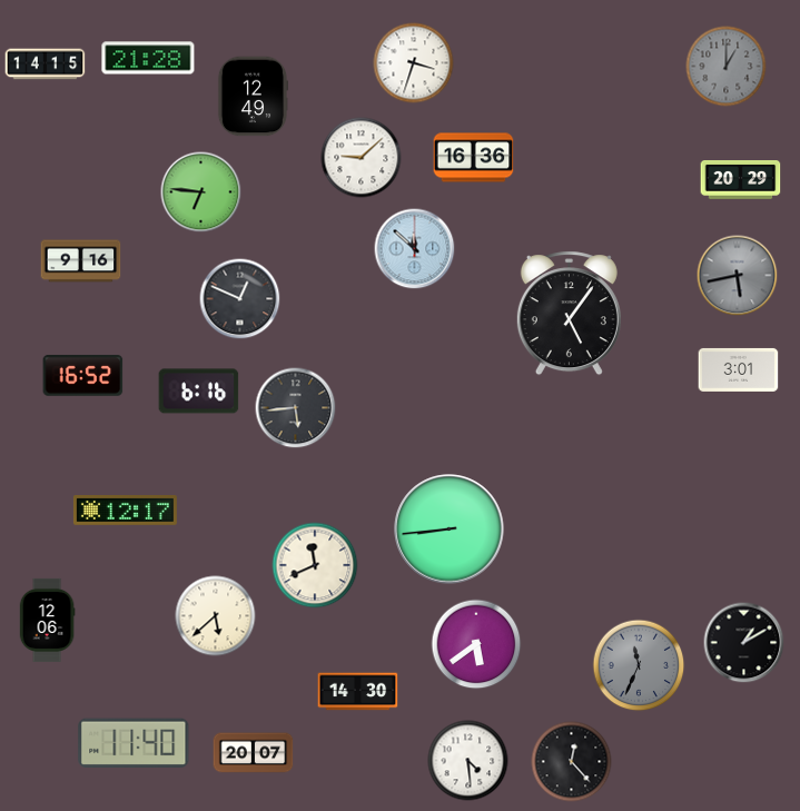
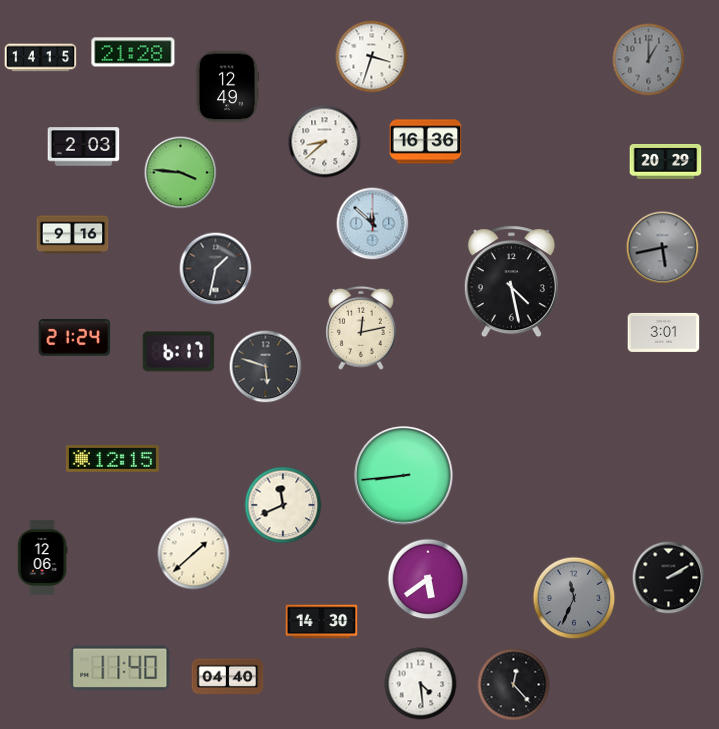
clock at (727, 67) position: (727, 67) -> (649, 60)
clock at (362, 158): 9:08 -> 8:38
clock at (84, 147): none -> 2:03
clock at (201, 192): 6:46 -> 3:46
clock at (240, 299): 12:49 -> 1:32
clock at (569, 314): 5:06 -> 4:28
clock at (361, 328): none -> 12:13
clock at (83, 375): 16:52 -> 21:24
clock at (199, 392): 6:16 -> 6:17
clock at (296, 408): 5:44 -> 5:48
clock at (125, 511): 12:17 -> 12:15
clock at (315, 565) position: (315, 565) -> (283, 505)
clock at (216, 616): 5:38 -> 1:38
clock at (744, 643): 1:10 -> 2:10
clock at (254, 753): 20:07 -> 04:40
